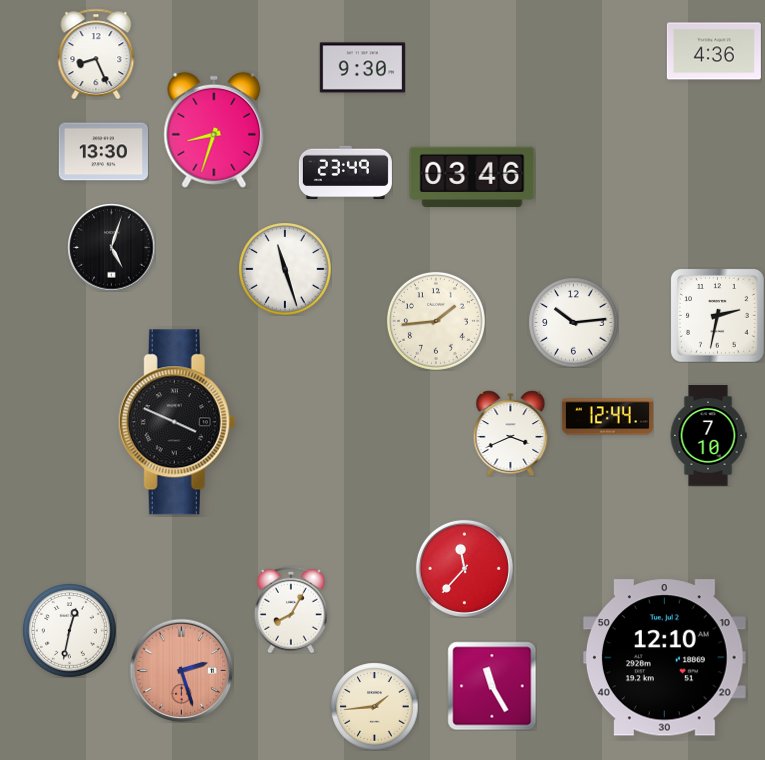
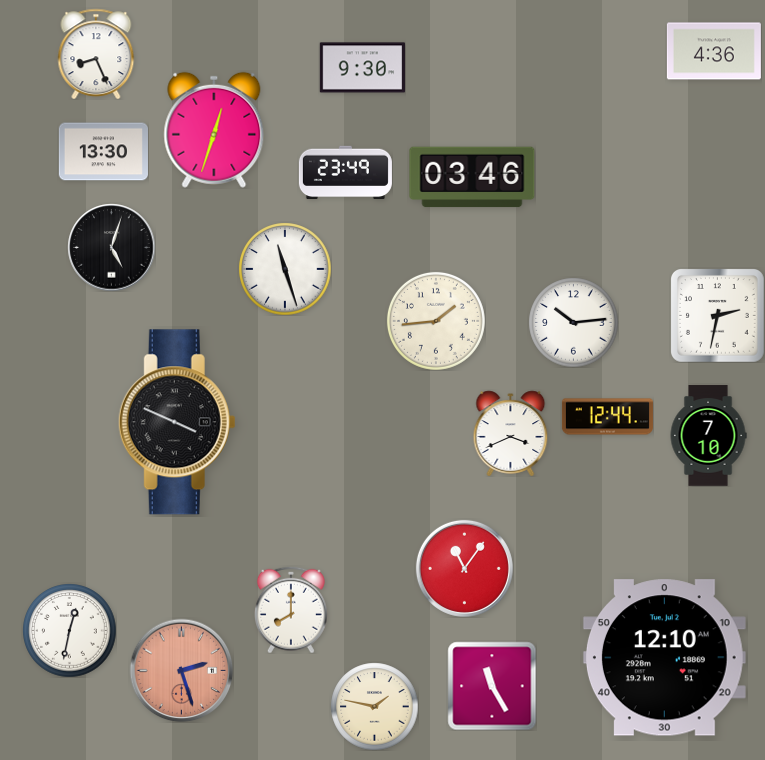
clock at (214, 130): 8:33 -> 12:33
clock at (464, 568): 11:37 -> 11:06
clock at (291, 610): 8:05 -> 8:00
clock at (374, 706): 1:44 -> 1:47
